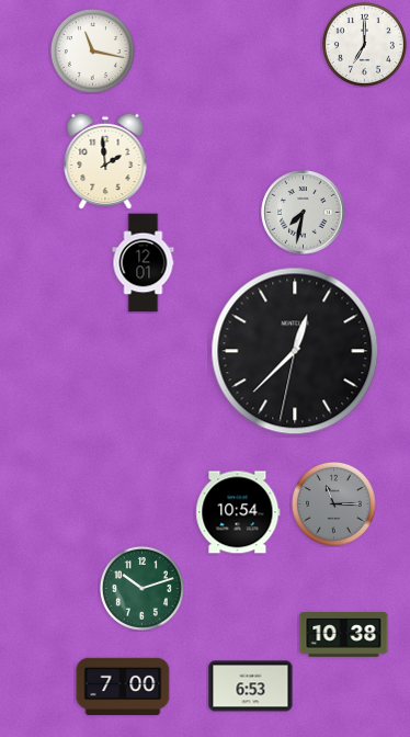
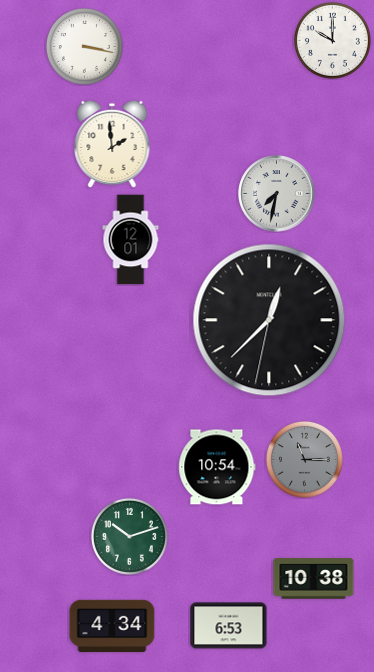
clock at (364, 44): 7:00 -> 10:00
clock at (92, 50): 11:17 -> 3:17
clock at (105, 161) position: (105, 161) -> (112, 144)
clock at (123, 687): 7:00 -> 4:34
